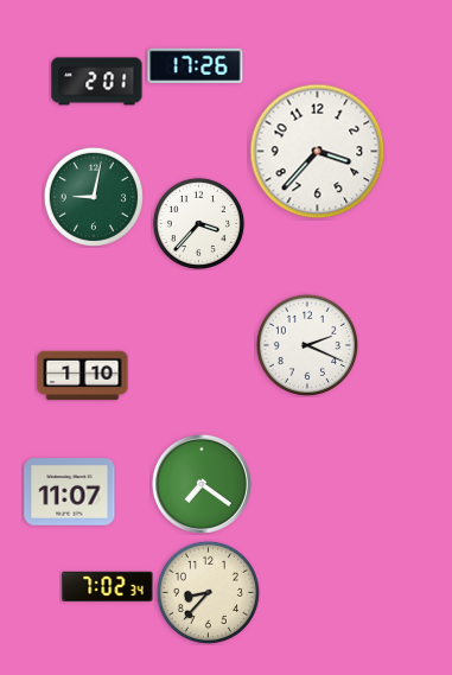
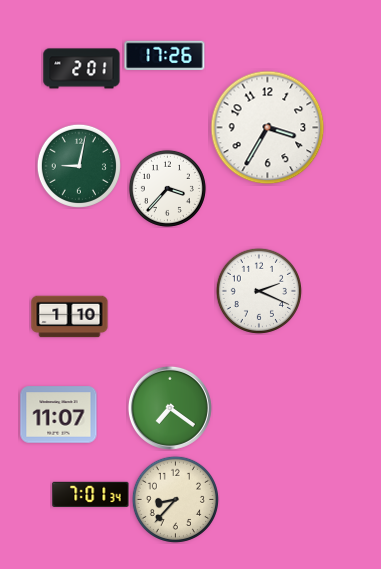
clock at (318, 152): 3:37 -> 3:35
clock at (108, 586): 7:02 -> 7:01
